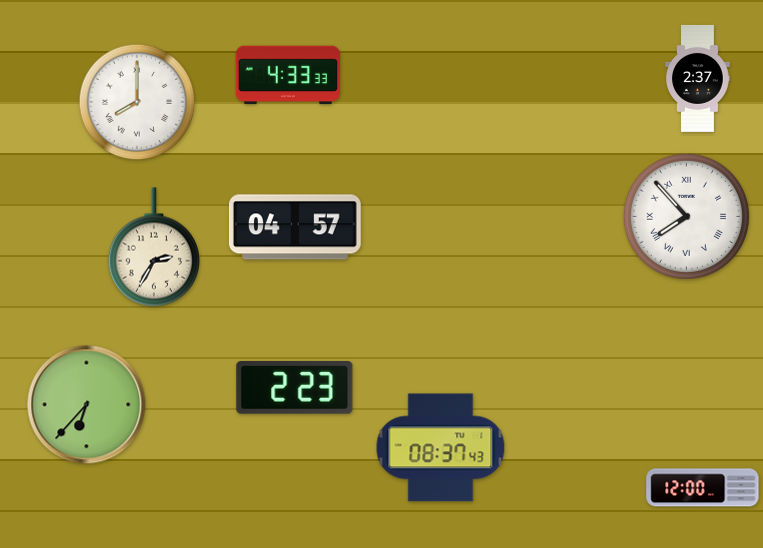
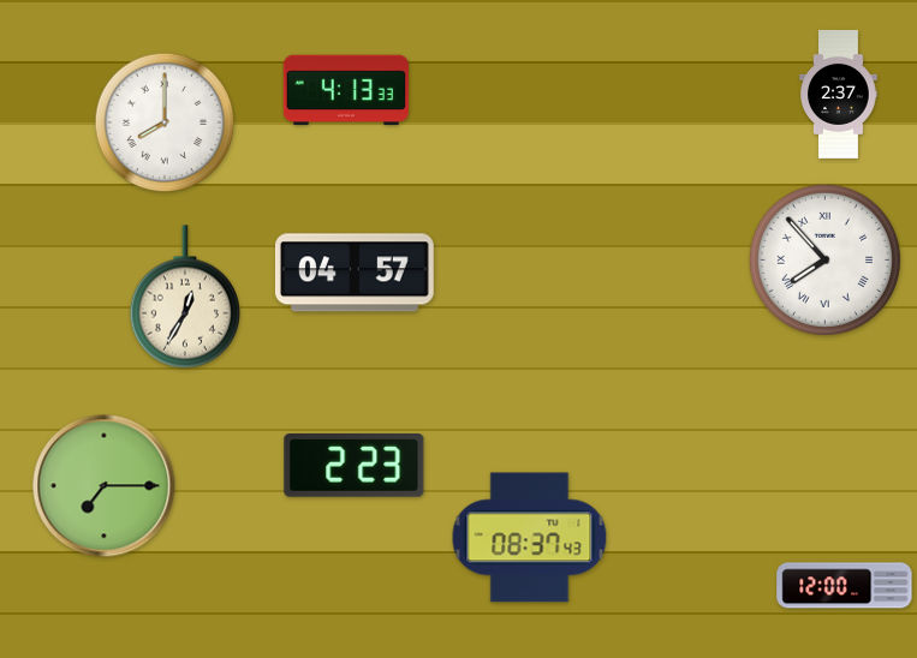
clock at (288, 75): 4:33 -> 4:13
clock at (154, 247): 2:35 -> 12:35
clock at (87, 405): 6:37 -> 7:15
